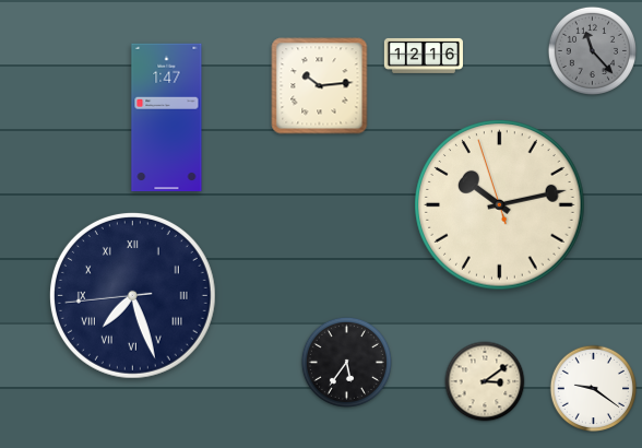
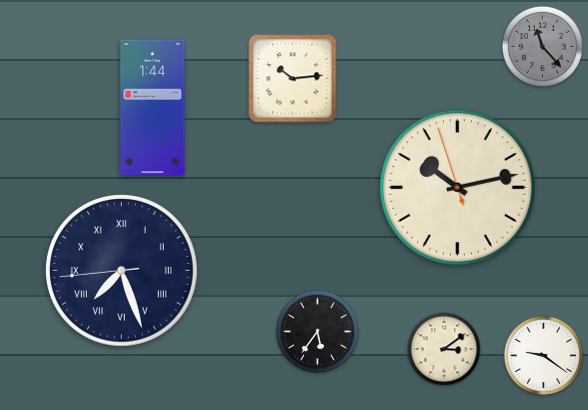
clock at (424, 56): 12:16 -> none
clock at (167, 118): 1:47 -> 1:44
